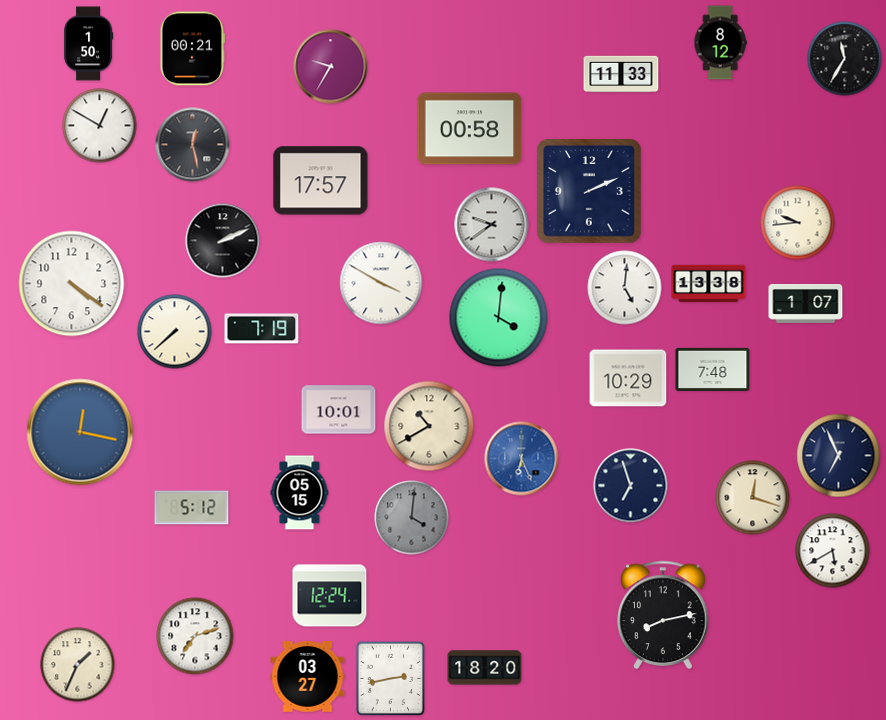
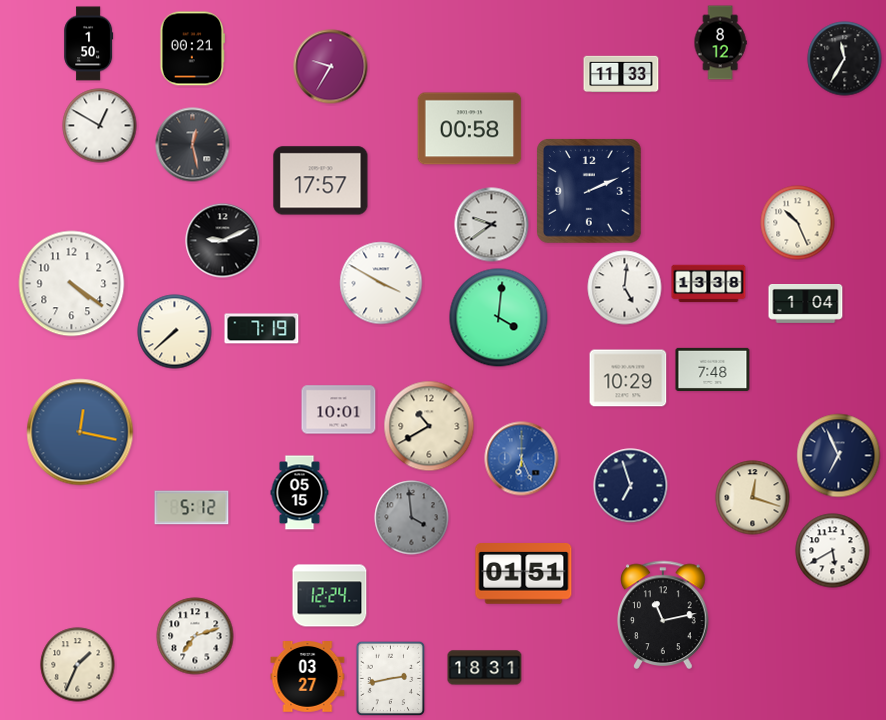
clock at (798, 223): 9:44 -> 10:26
clock at (223, 241): 2:11 -> 9:11
clock at (806, 304): 1:07 -> 1:04
clock at (412, 518): 4:01 -> 3:59
clock at (524, 574): none -> 01:51
clock at (663, 614): 8:13 -> 11:13
clock at (485, 668): 18:20 -> 18:31
